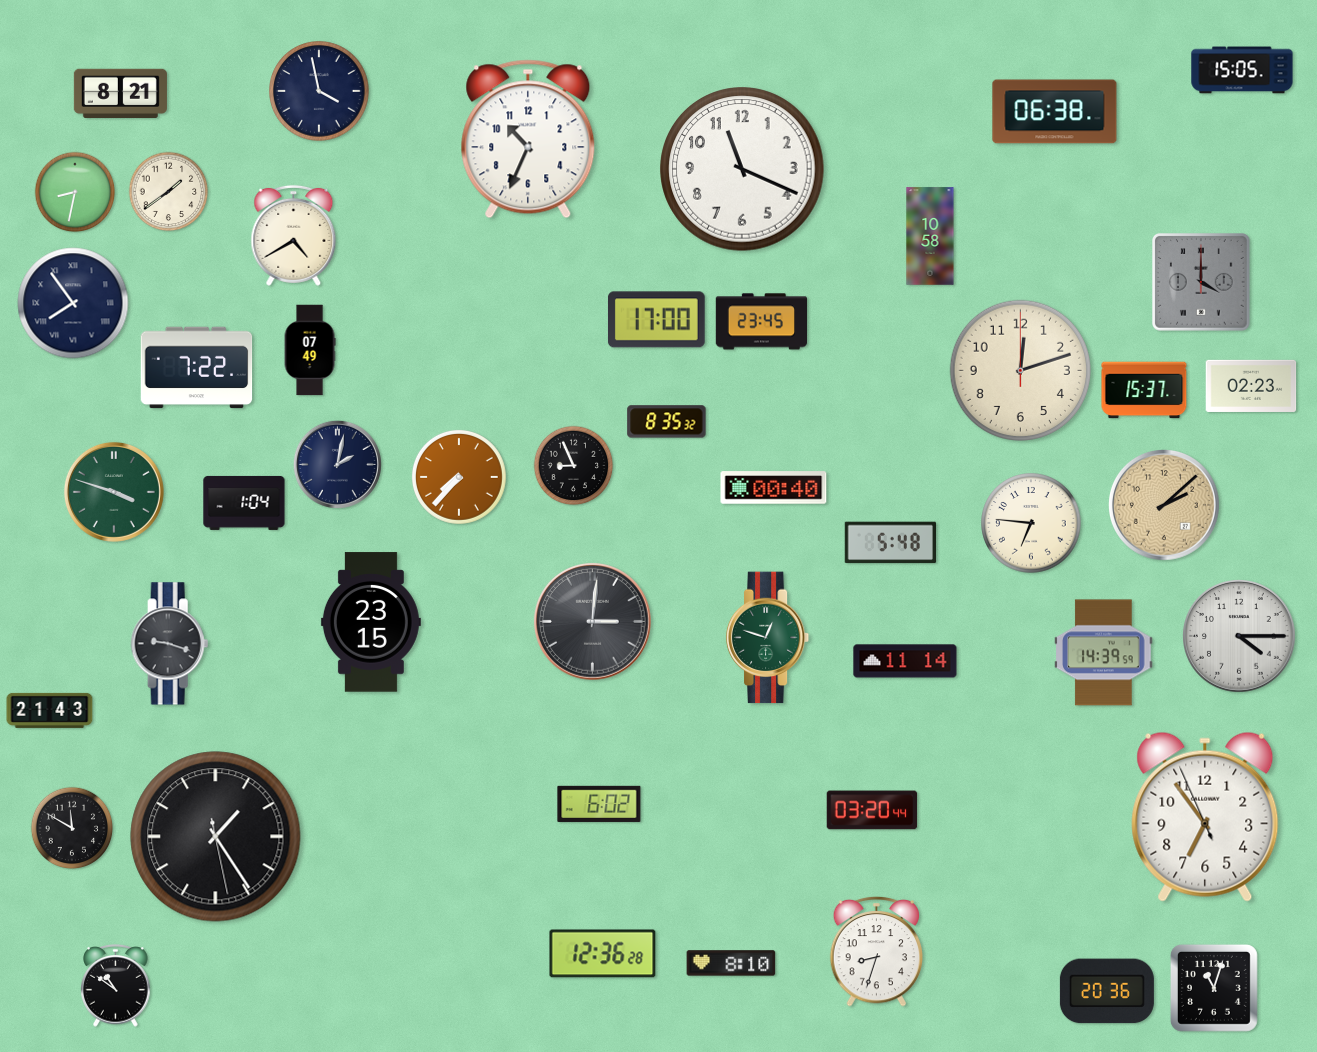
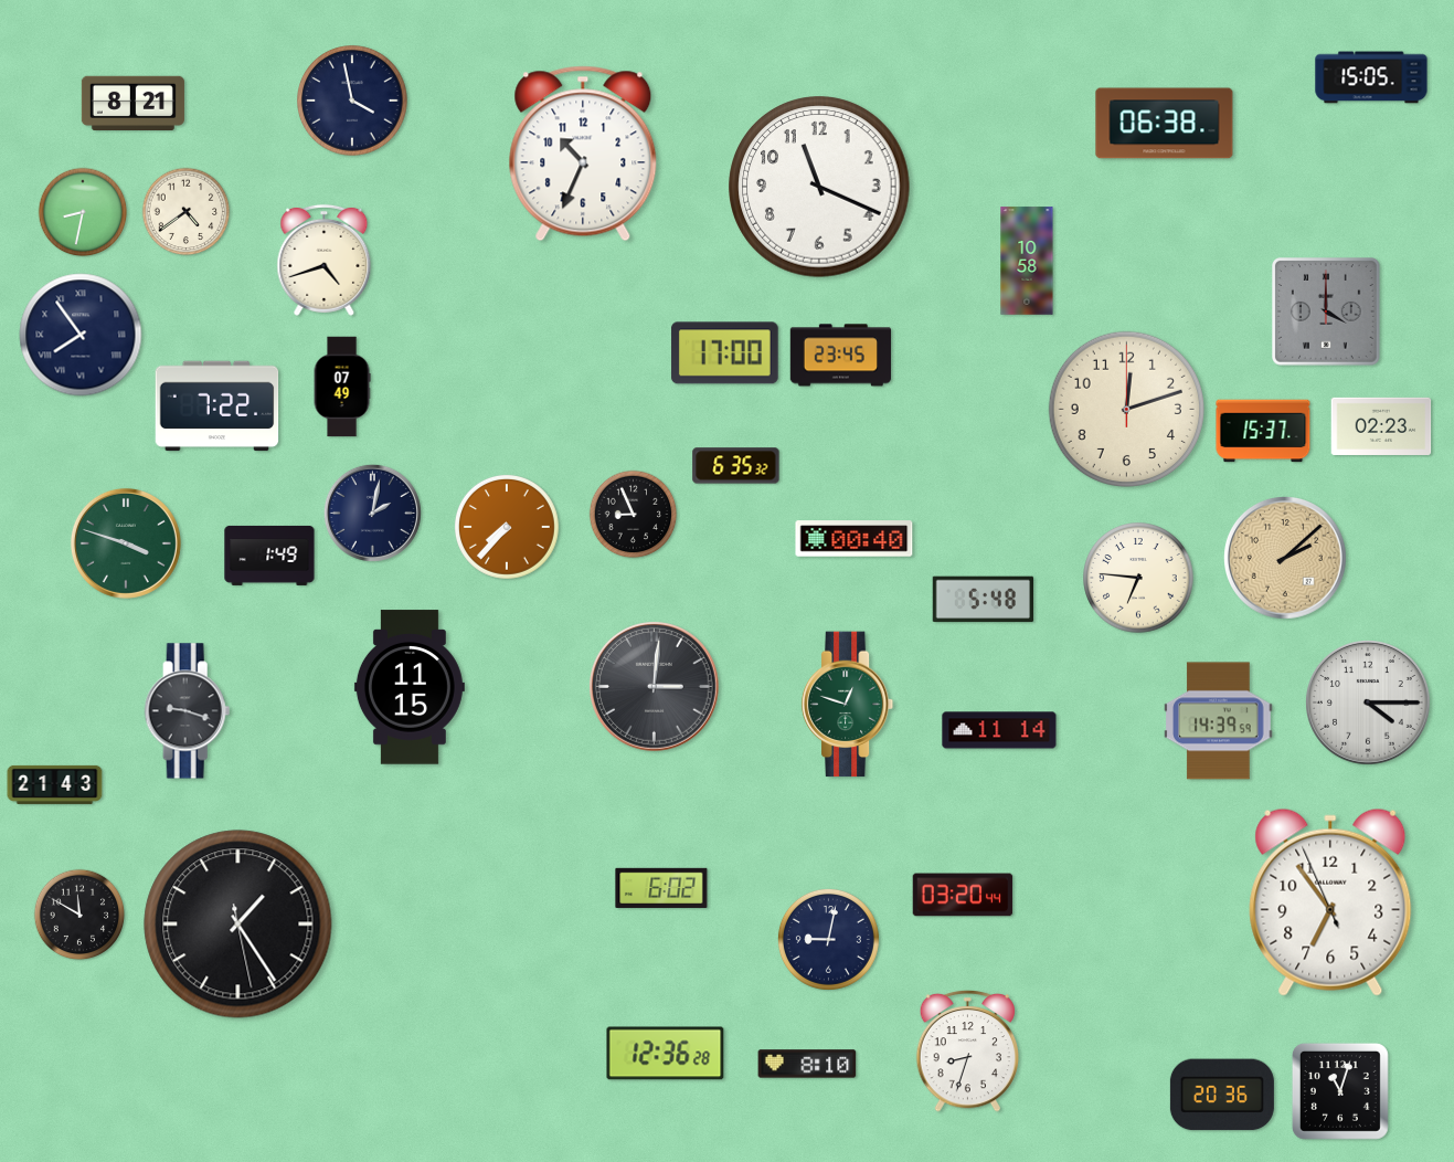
clock at (169, 192): 1:39 -> 4:39
clock at (294, 235): 4:40 -> 4:42
clock at (667, 422): 8:35 -> 6:35
clock at (244, 503): 1:04 -> 1:49
clock at (371, 622): 23:15 -> 11:15
clock at (828, 939): none -> 9:02
clock at (116, 986): 10:51 -> none
